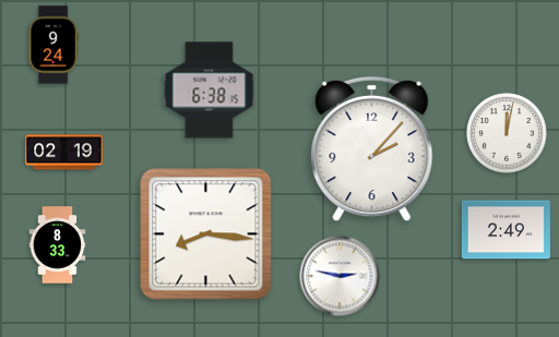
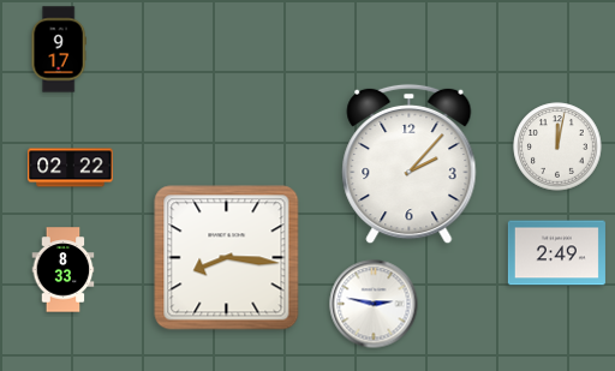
clock at (53, 45): 9:24 -> 9:17
clock at (210, 91): 6:38 -> none
clock at (64, 153): 02:19 -> 02:22
